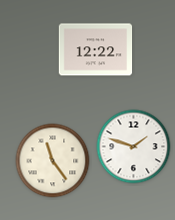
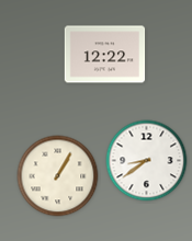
clock at (134, 147): 1:48 -> 8:39
clock at (53, 161): 11:24 -> 1:05
